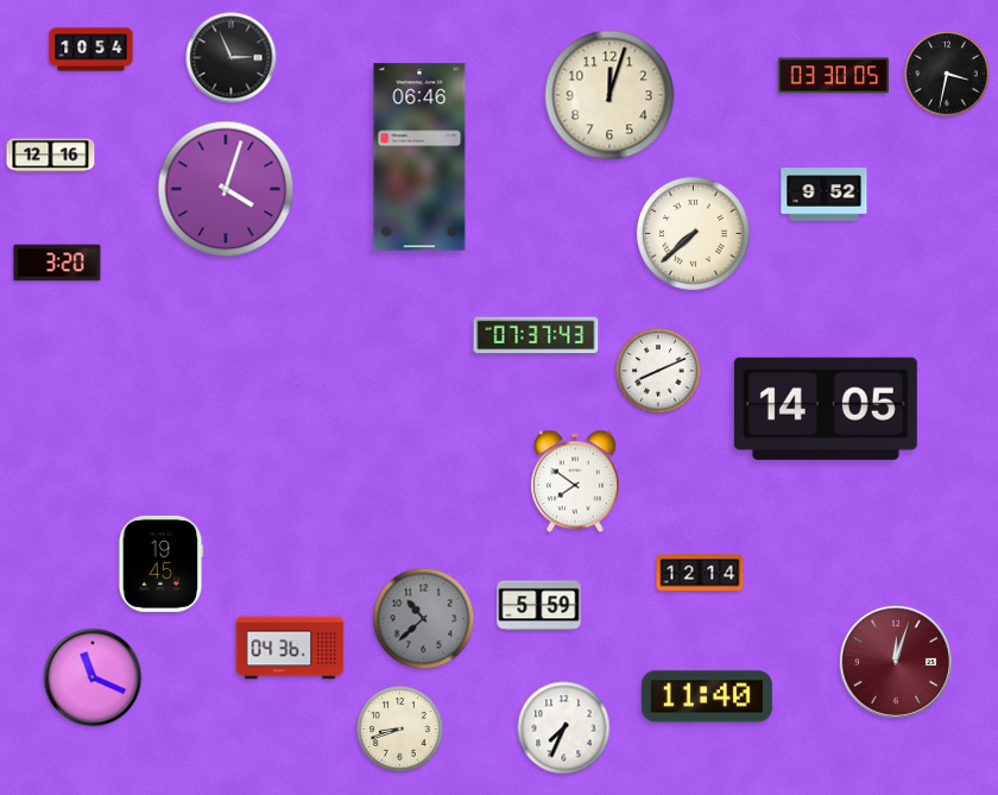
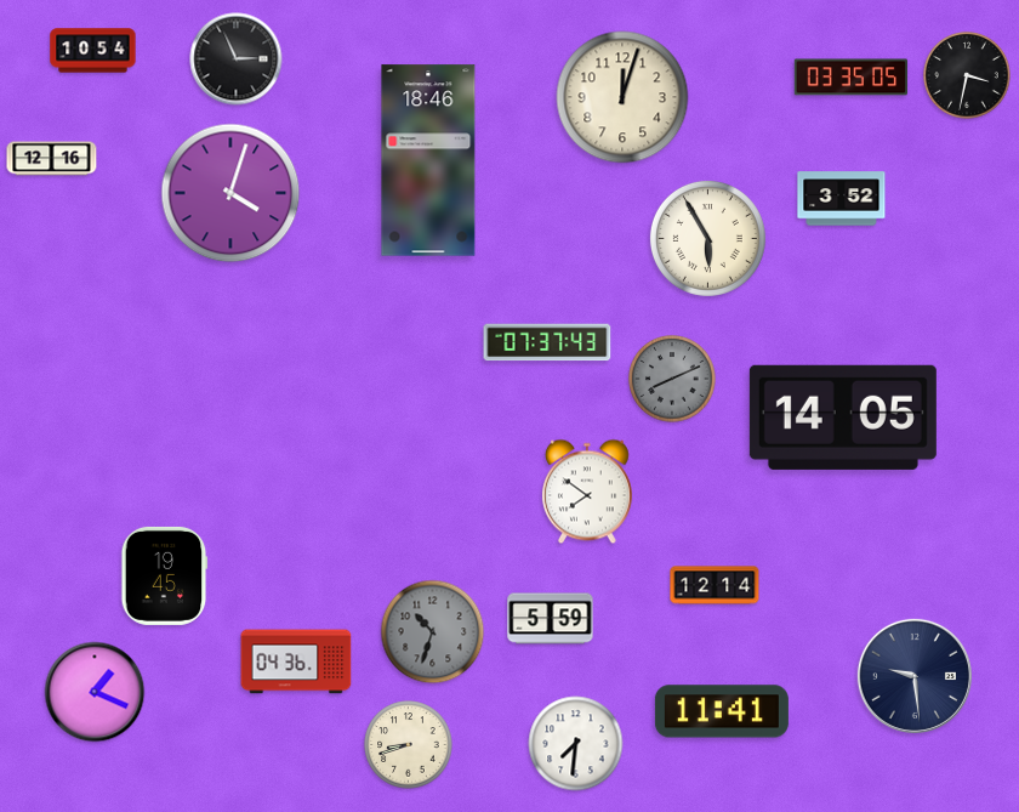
clock at (834, 76): 03:30 -> 03:35
clock at (419, 157): 06:46 -> 18:46
clock at (825, 195): 9:52 -> 3:52
clock at (693, 233): 7:38 -> 5:55
clock at (57, 263): 3:20 -> none
clock at (658, 371) dial: white -> grey
clock at (424, 619): 10:38 -> 10:33
clock at (896, 662): 12:03 -> 9:29
clock at (896, 662) dial: burgundy -> navy
clock at (93, 677): 11:19 -> 1:19
clock at (707, 696): 11:40 -> 11:41
clock at (564, 728): 7:34 -> 7:31
